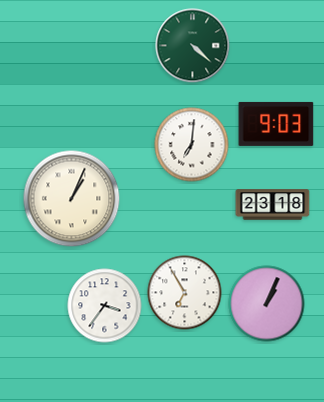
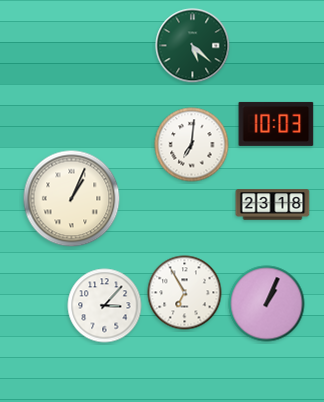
clock at (193, 46): 4:22 -> 5:22
clock at (276, 124): 9:03 -> 10:03
clock at (105, 306): 3:36 -> 3:07
